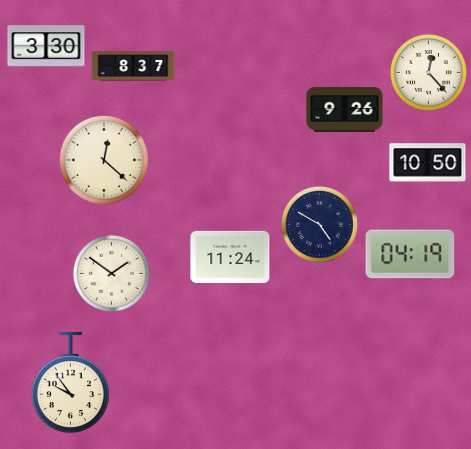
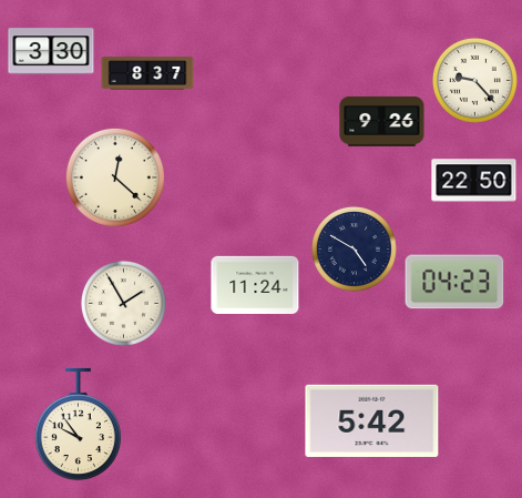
clock at (428, 72): 12:23 -> 9:23
clock at (428, 163): 10:50 -> 22:50
clock at (410, 254): 04:19 -> 04:23
clock at (111, 273): 1:51 -> 1:55
clock at (372, 420): none -> 5:42
